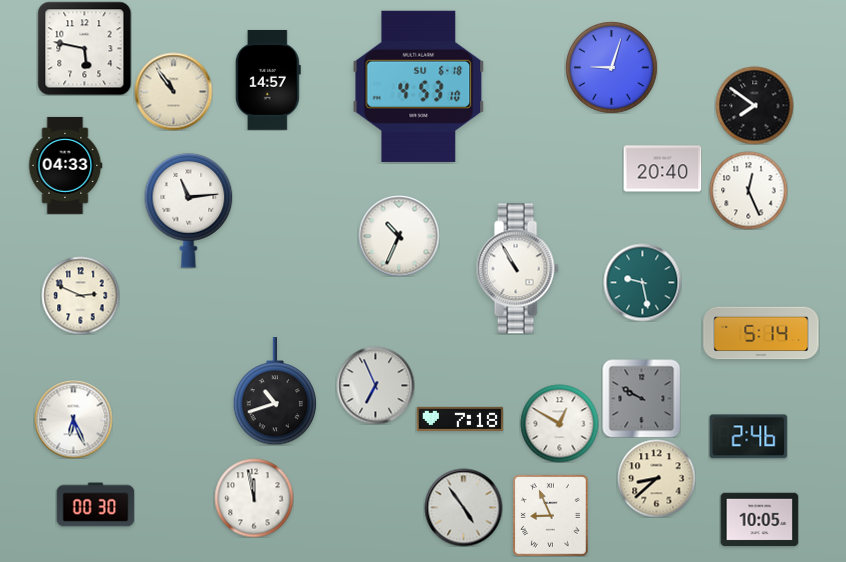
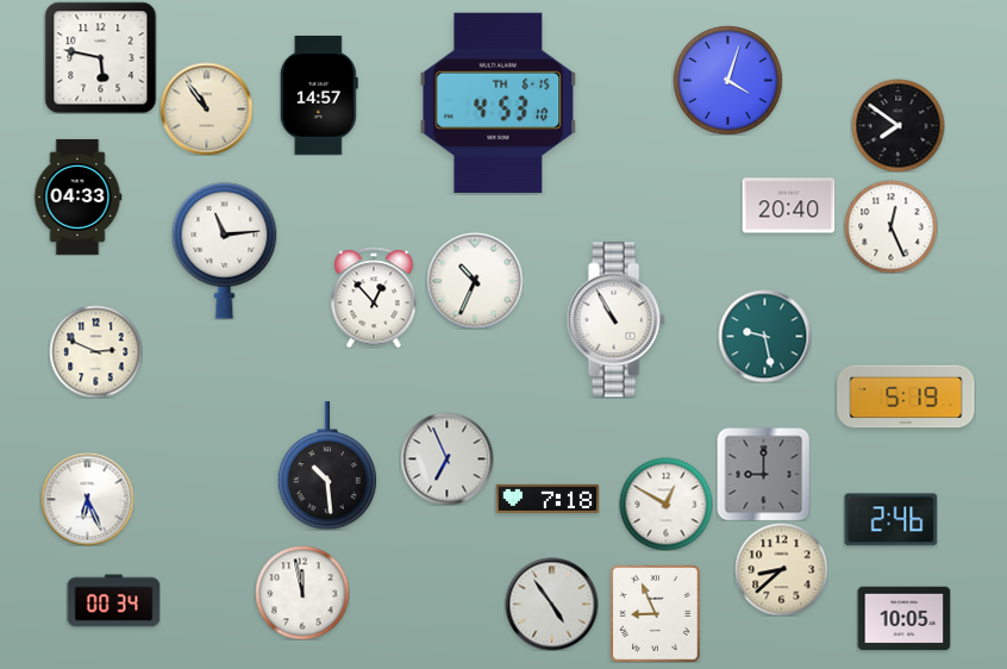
clock at (612, 68): 9:03 -> 4:03
clock at (419, 86) date: SU 6-18 -> TH 6-15
clock at (662, 169) position: (662, 169) -> (788, 206)
clock at (374, 298): none -> 12:53
clock at (761, 333): 5:14 -> 5:19
clock at (274, 391): 10:42 -> 10:29
clock at (641, 398): 9:50 -> 9:00
clock at (95, 505): 00:30 -> 00:34
